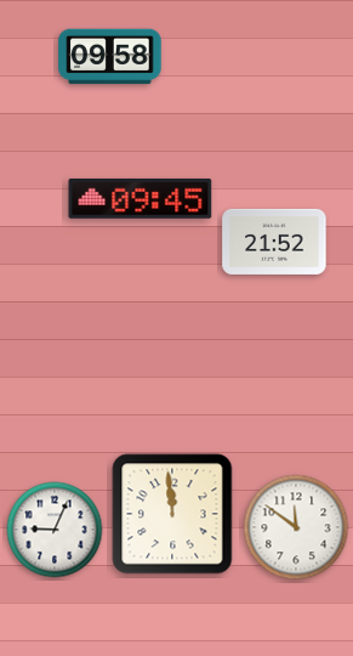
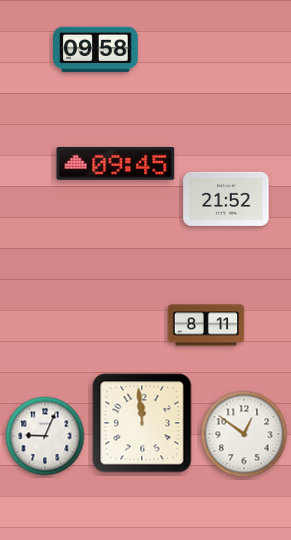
clock at (110, 57) position: (110, 57) -> (96, 50)
clock at (206, 325): none -> 8:11
clock at (296, 527): 11:51 -> 12:51
